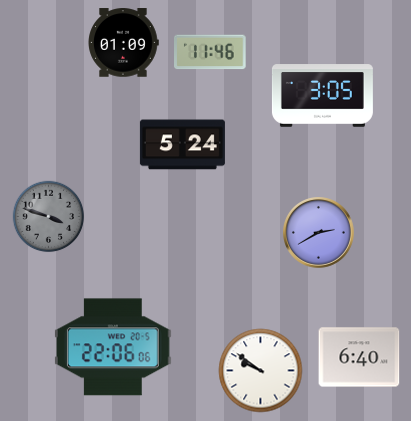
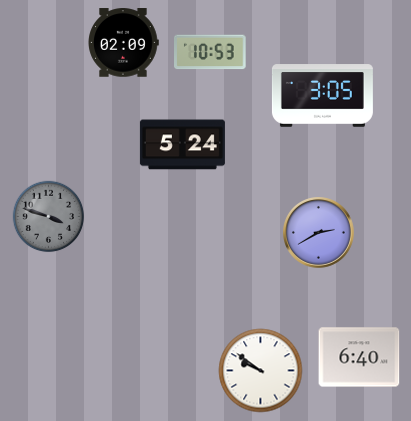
clock at (123, 43): 01:09 -> 02:09
clock at (210, 52): 11:46 -> 10:53
clock at (113, 347): 22:06 -> none
